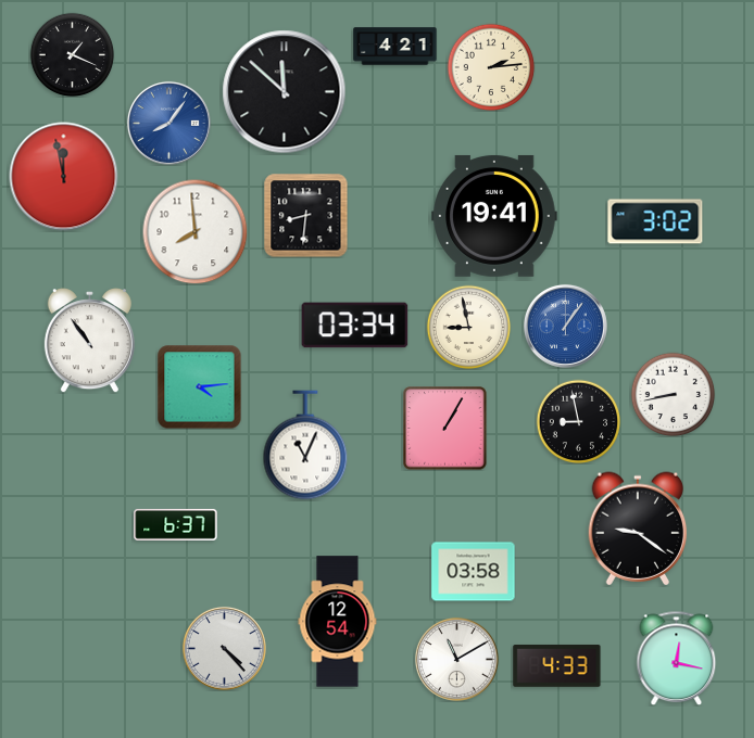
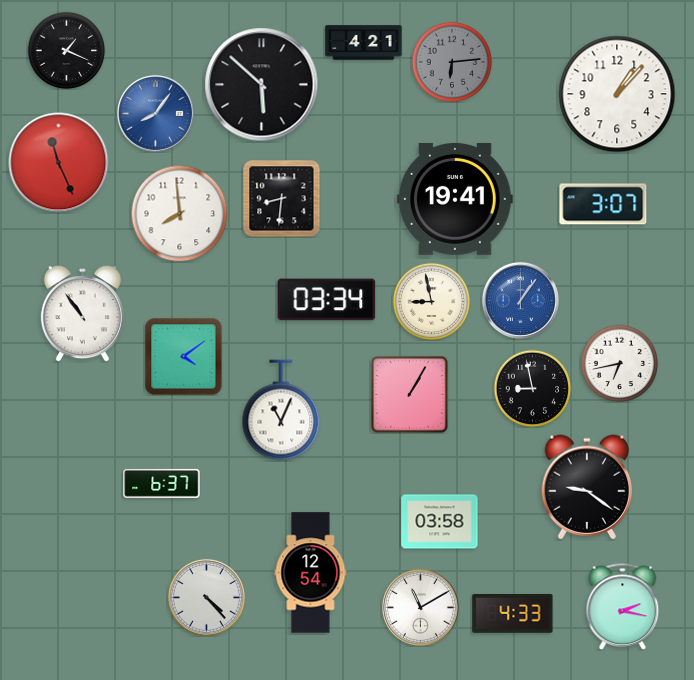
clock at (491, 67): 2:14 -> 6:14
clock at (491, 67) dial: cream -> grey
clock at (285, 92): 11:52 -> 5:52
clock at (617, 94): none -> 1:07
clock at (64, 177): 11:58 -> 11:26
clock at (655, 221): 3:02 -> 3:07
clock at (199, 386): 4:14 -> 4:09
clock at (673, 394): 8:43 -> 6:43
clock at (474, 572) position: (474, 572) -> (440, 522)
clock at (677, 658): 12:17 -> 2:17
